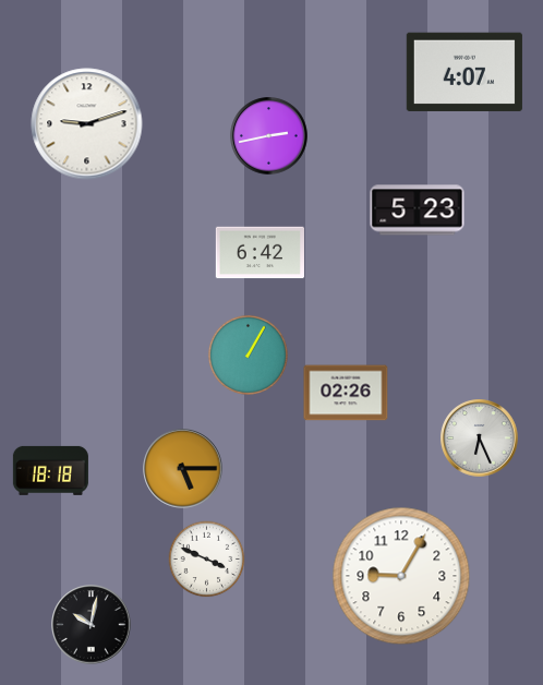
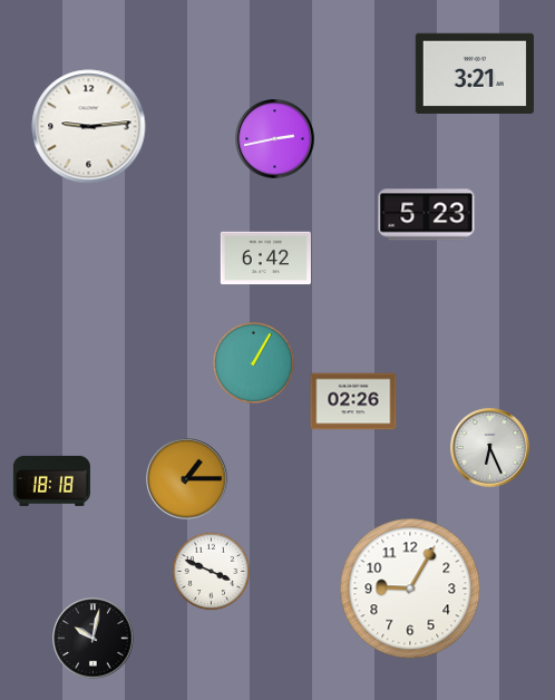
clock at (464, 72): 4:07 -> 3:21
clock at (87, 124): 9:12 -> 9:14
clock at (183, 469): 5:15 -> 1:15
